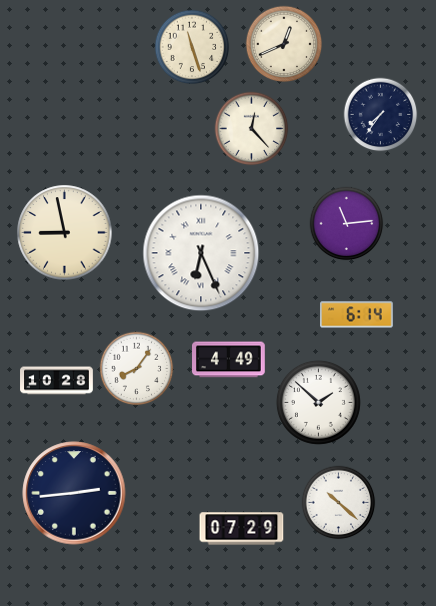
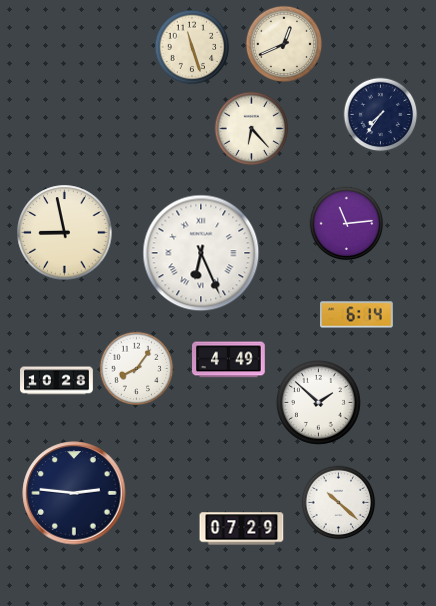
clock at (252, 129): 12:23 -> 6:23
clock at (74, 493): 2:44 -> 2:46
